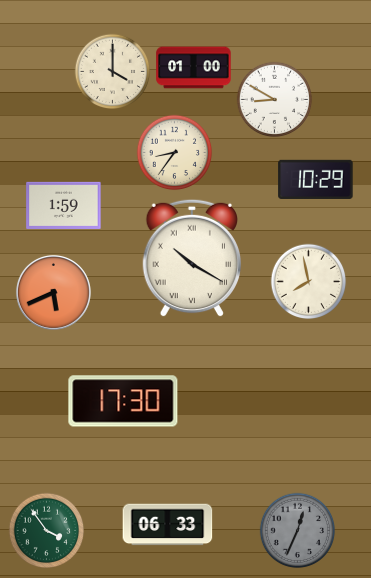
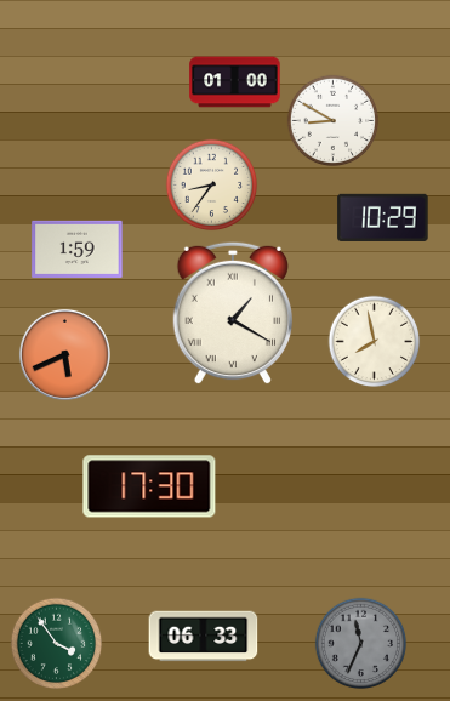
clock at (113, 72): 4:00 -> none
clock at (191, 258): 10:20 -> 1:20
clock at (298, 531): 12:34 -> 11:34
